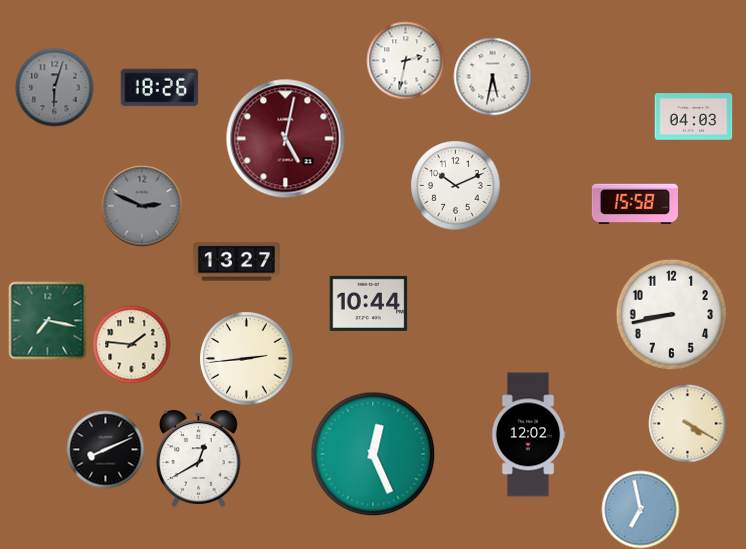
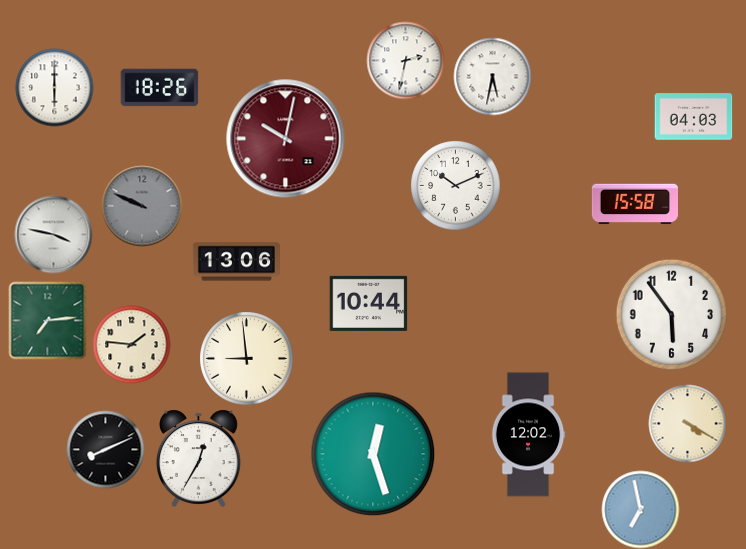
clock at (54, 87): 6:03 -> 6:00
clock at (54, 87) dial: grey -> white
clock at (286, 139): 5:02 -> 10:02
clock at (142, 206): 2:49 -> 9:49
clock at (53, 234): none -> 3:47
clock at (236, 262): 13:27 -> 13:06
clock at (671, 314): 8:43 -> 5:54
clock at (47, 320): 7:17 -> 7:14
clock at (246, 358): 2:44 -> 8:59
clock at (373, 454): 12:26 -> 12:27
clock at (198, 458): 12:40 -> 12:35
